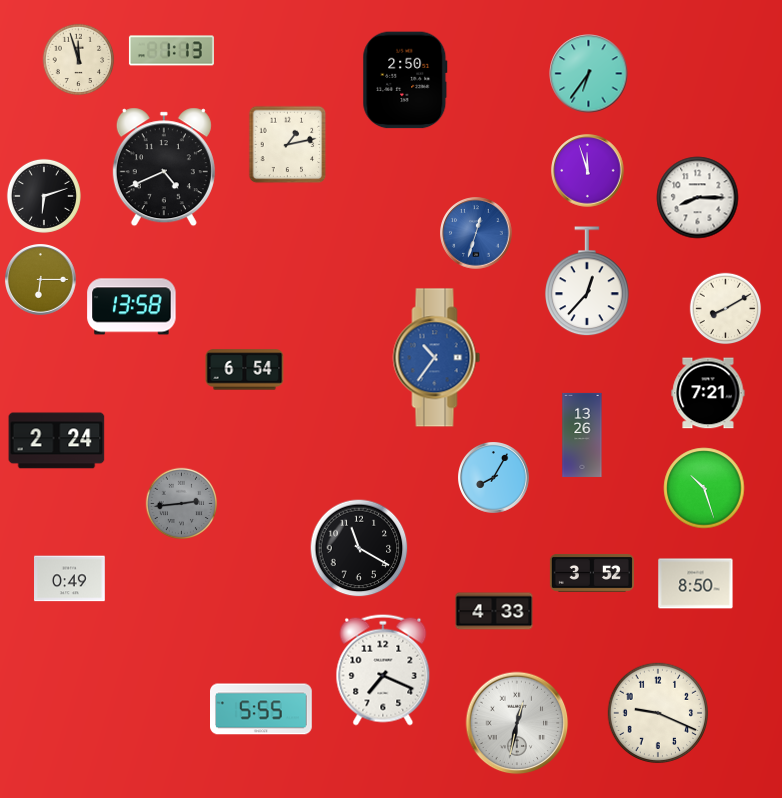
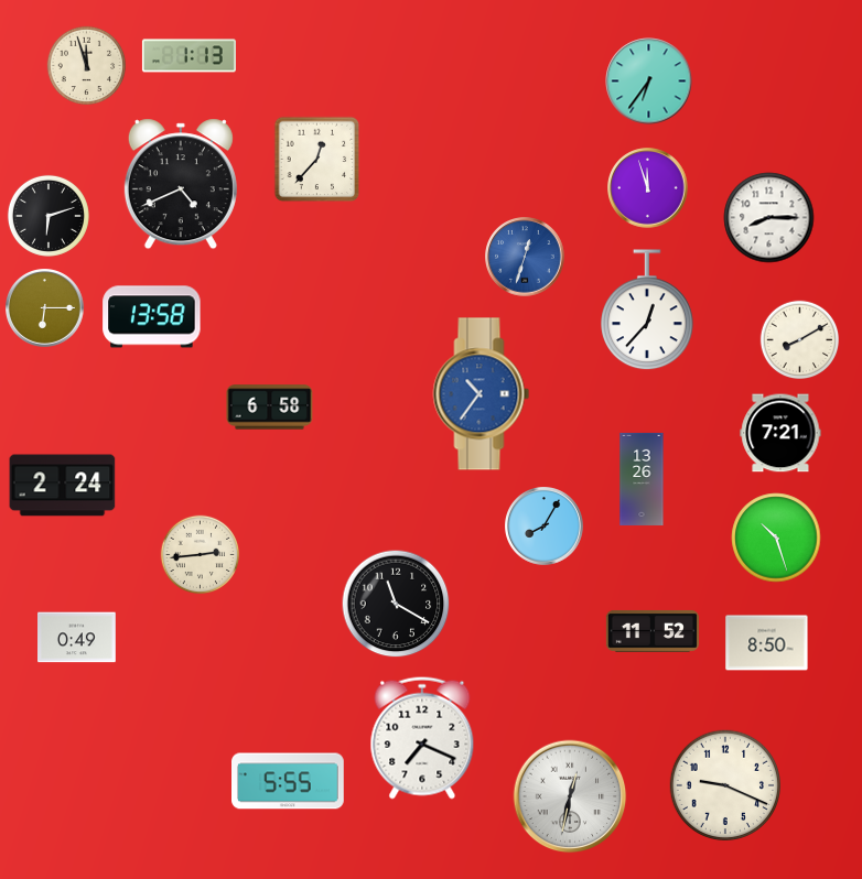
clock at (405, 80): 2:50 -> none
clock at (288, 145): 1:13 -> 12:37
clock at (132, 307) position: (132, 307) -> (152, 317)
clock at (245, 370): 6:54 -> 6:58
clock at (182, 504) dial: grey -> cream
clock at (592, 573): 3:52 -> 11:52
clock at (494, 611): 4:33 -> none
